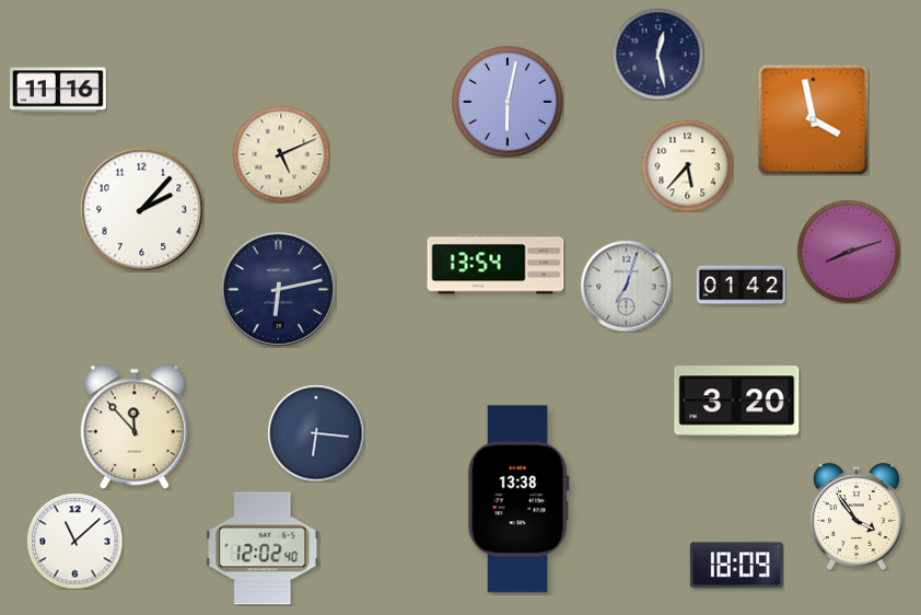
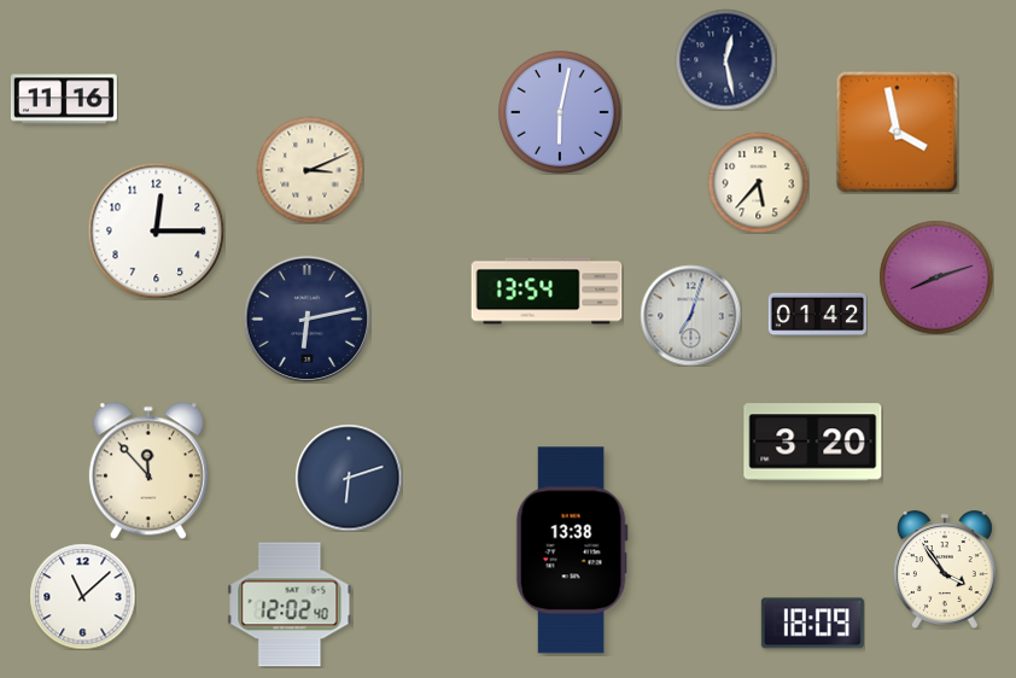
clock at (281, 154): 5:11 -> 3:11
clock at (141, 209): 2:07 -> 12:15
clock at (316, 433): 6:16 -> 6:12
